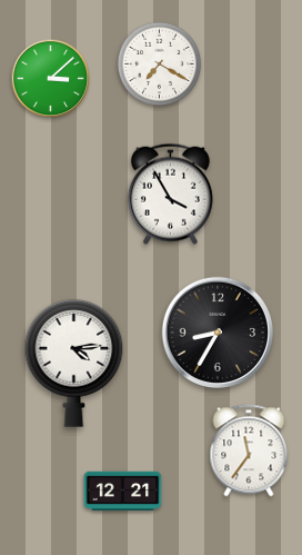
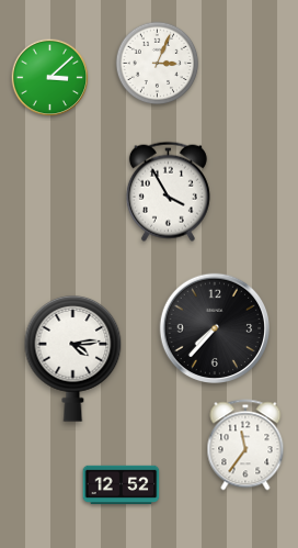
clock at (160, 65): 7:20 -> 3:04
clock at (217, 331): 8:35 -> 7:37
clock at (123, 490): 12:21 -> 12:52
